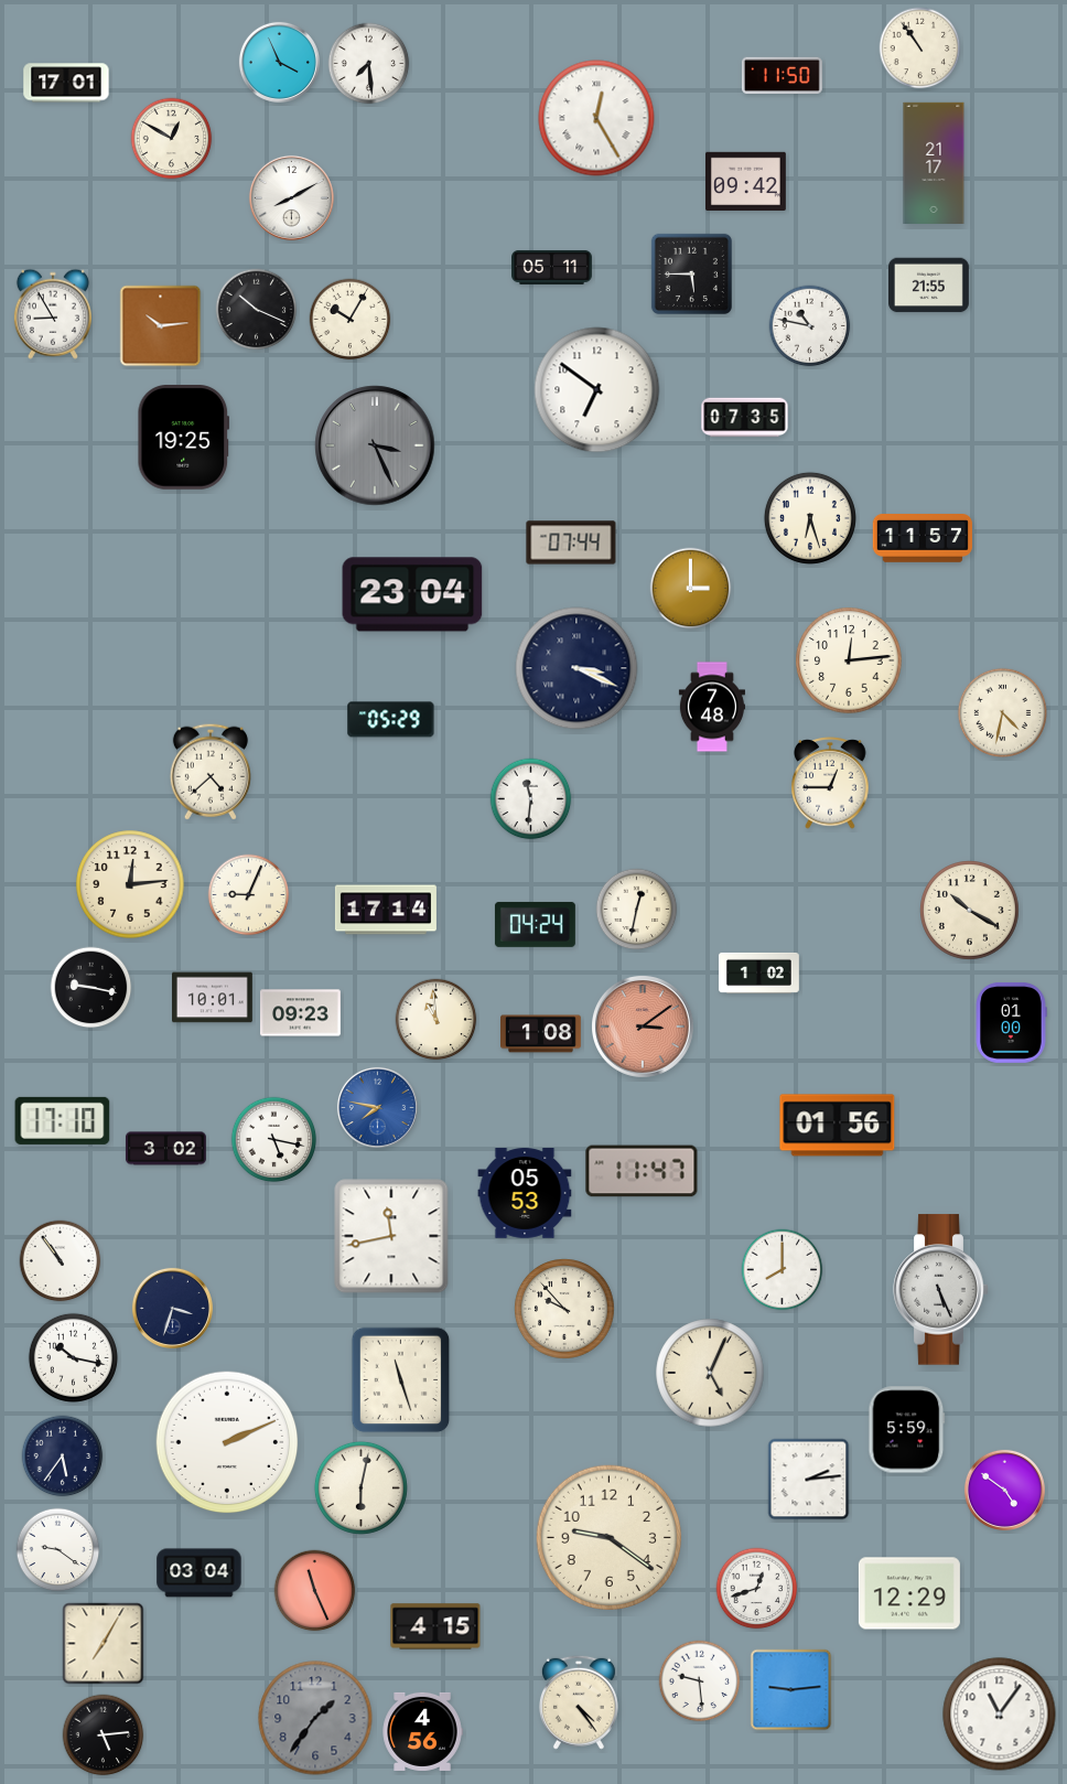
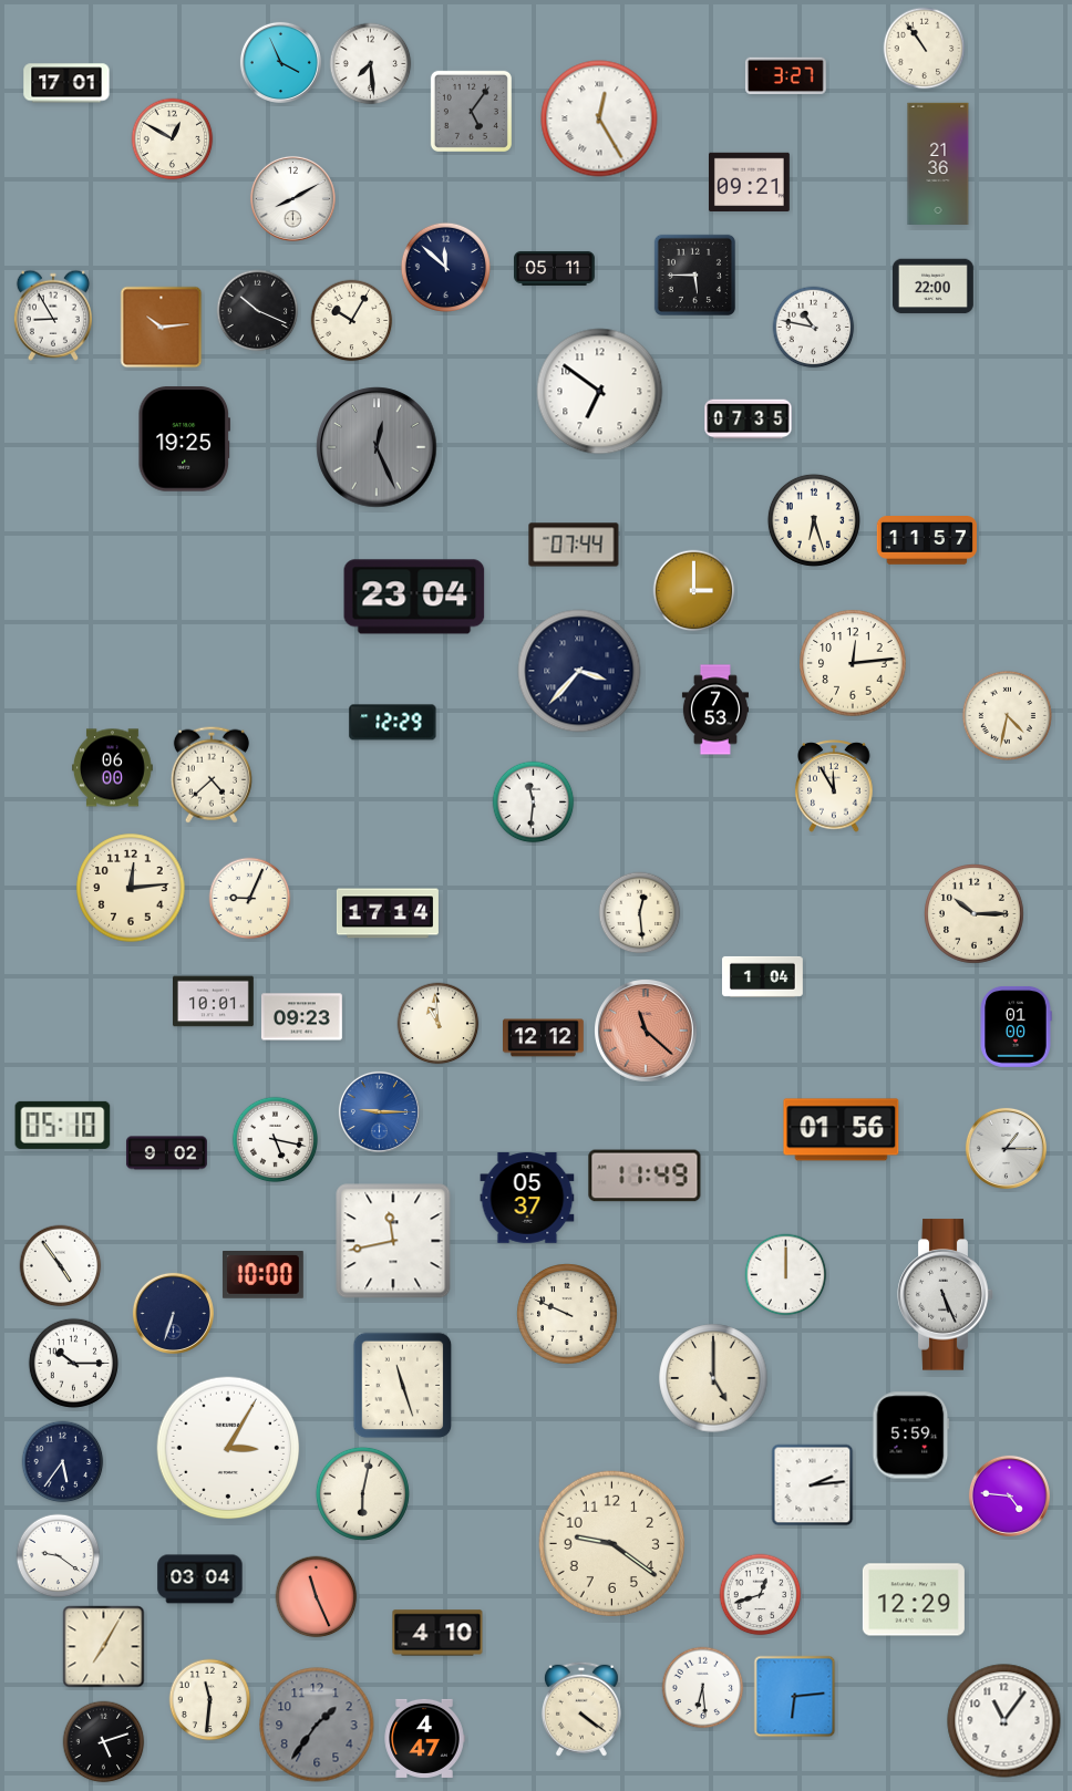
clock at (782, 76): 11:50 -> 3:27
clock at (471, 111): none -> 5:06
clock at (934, 162): 21:17 -> 21:36
clock at (746, 181): 09:42 -> 09:21
clock at (445, 267): none -> 11:52
clock at (929, 286): 21:55 -> 22:00
clock at (375, 445): 3:26 -> 12:26
clock at (576, 668): 3:19 -> 3:37
clock at (712, 707): 7:48 -> 7:53
clock at (391, 720): 05:29 -> 12:29
clock at (113, 768): none -> 06:00
clock at (830, 784): 12:45 -> 11:55
clock at (637, 910): 12:32 -> 12:29
clock at (970, 911): 10:20 -> 10:15
clock at (535, 924): 04:24 -> none
clock at (759, 972): 1:02 -> 1:04
clock at (91, 988): 9:17 -> none
clock at (644, 1028): 3:09 -> 11:22
clock at (541, 1034): 1:08 -> 12:12
clock at (377, 1107): 7:47 -> 9:15
clock at (63, 1120): 17:10 -> 05:10
clock at (274, 1140) position: (274, 1140) -> (276, 1140)
clock at (1006, 1148): none -> 1:15
clock at (165, 1149): 3:02 -> 9:02
clock at (642, 1171): 11:47 -> 11:49
clock at (525, 1193): 05:53 -> 05:37
clock at (61, 1261): 10:54 -> 4:54
clock at (262, 1275): none -> 10:00
clock at (783, 1270): 8:00 -> 12:00
clock at (172, 1308): 3:33 -> 6:33
clock at (564, 1309): 9:53 -> 9:49
clock at (73, 1357): 10:17 -> 10:15
clock at (710, 1373): 5:04 -> 5:00
clock at (227, 1442): 2:11 -> 3:05
clock at (1004, 1490): 4:51 -> 4:46
clock at (435, 1626): 4:15 -> 4:10
clock at (104, 1644) position: (104, 1644) -> (104, 1647)
clock at (700, 1681): 9:29 -> 6:29
clock at (791, 1690): 9:14 -> 6:14
clock at (210, 1700): none -> 11:31
clock at (579, 1702): 4:24 -> 4:21
clock at (422, 1731): 4:56 -> 4:47
clock at (104, 1735): 5:14 -> 5:12
